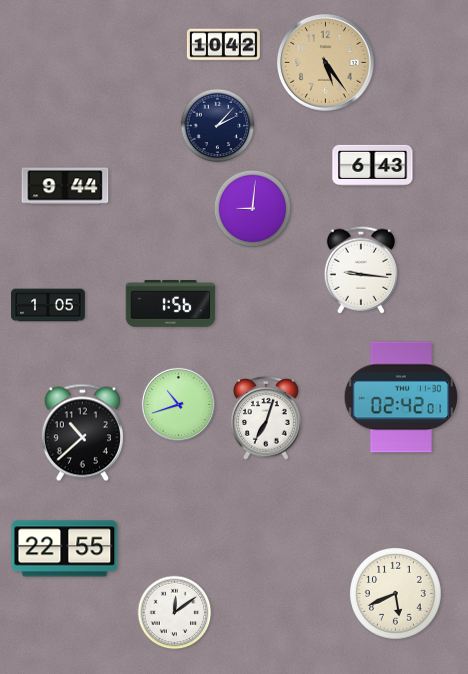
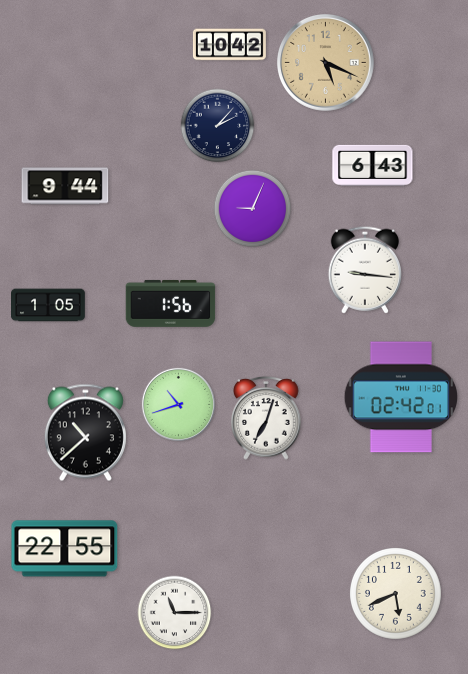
clock at (223, 45) position: (223, 45) -> (229, 45)
clock at (326, 63): 5:24 -> 5:19
clock at (253, 209): 9:01 -> 9:04
clock at (360, 270) position: (360, 270) -> (364, 270)
clock at (82, 433) position: (82, 433) -> (85, 433)
clock at (175, 613): 12:09 -> 11:15
